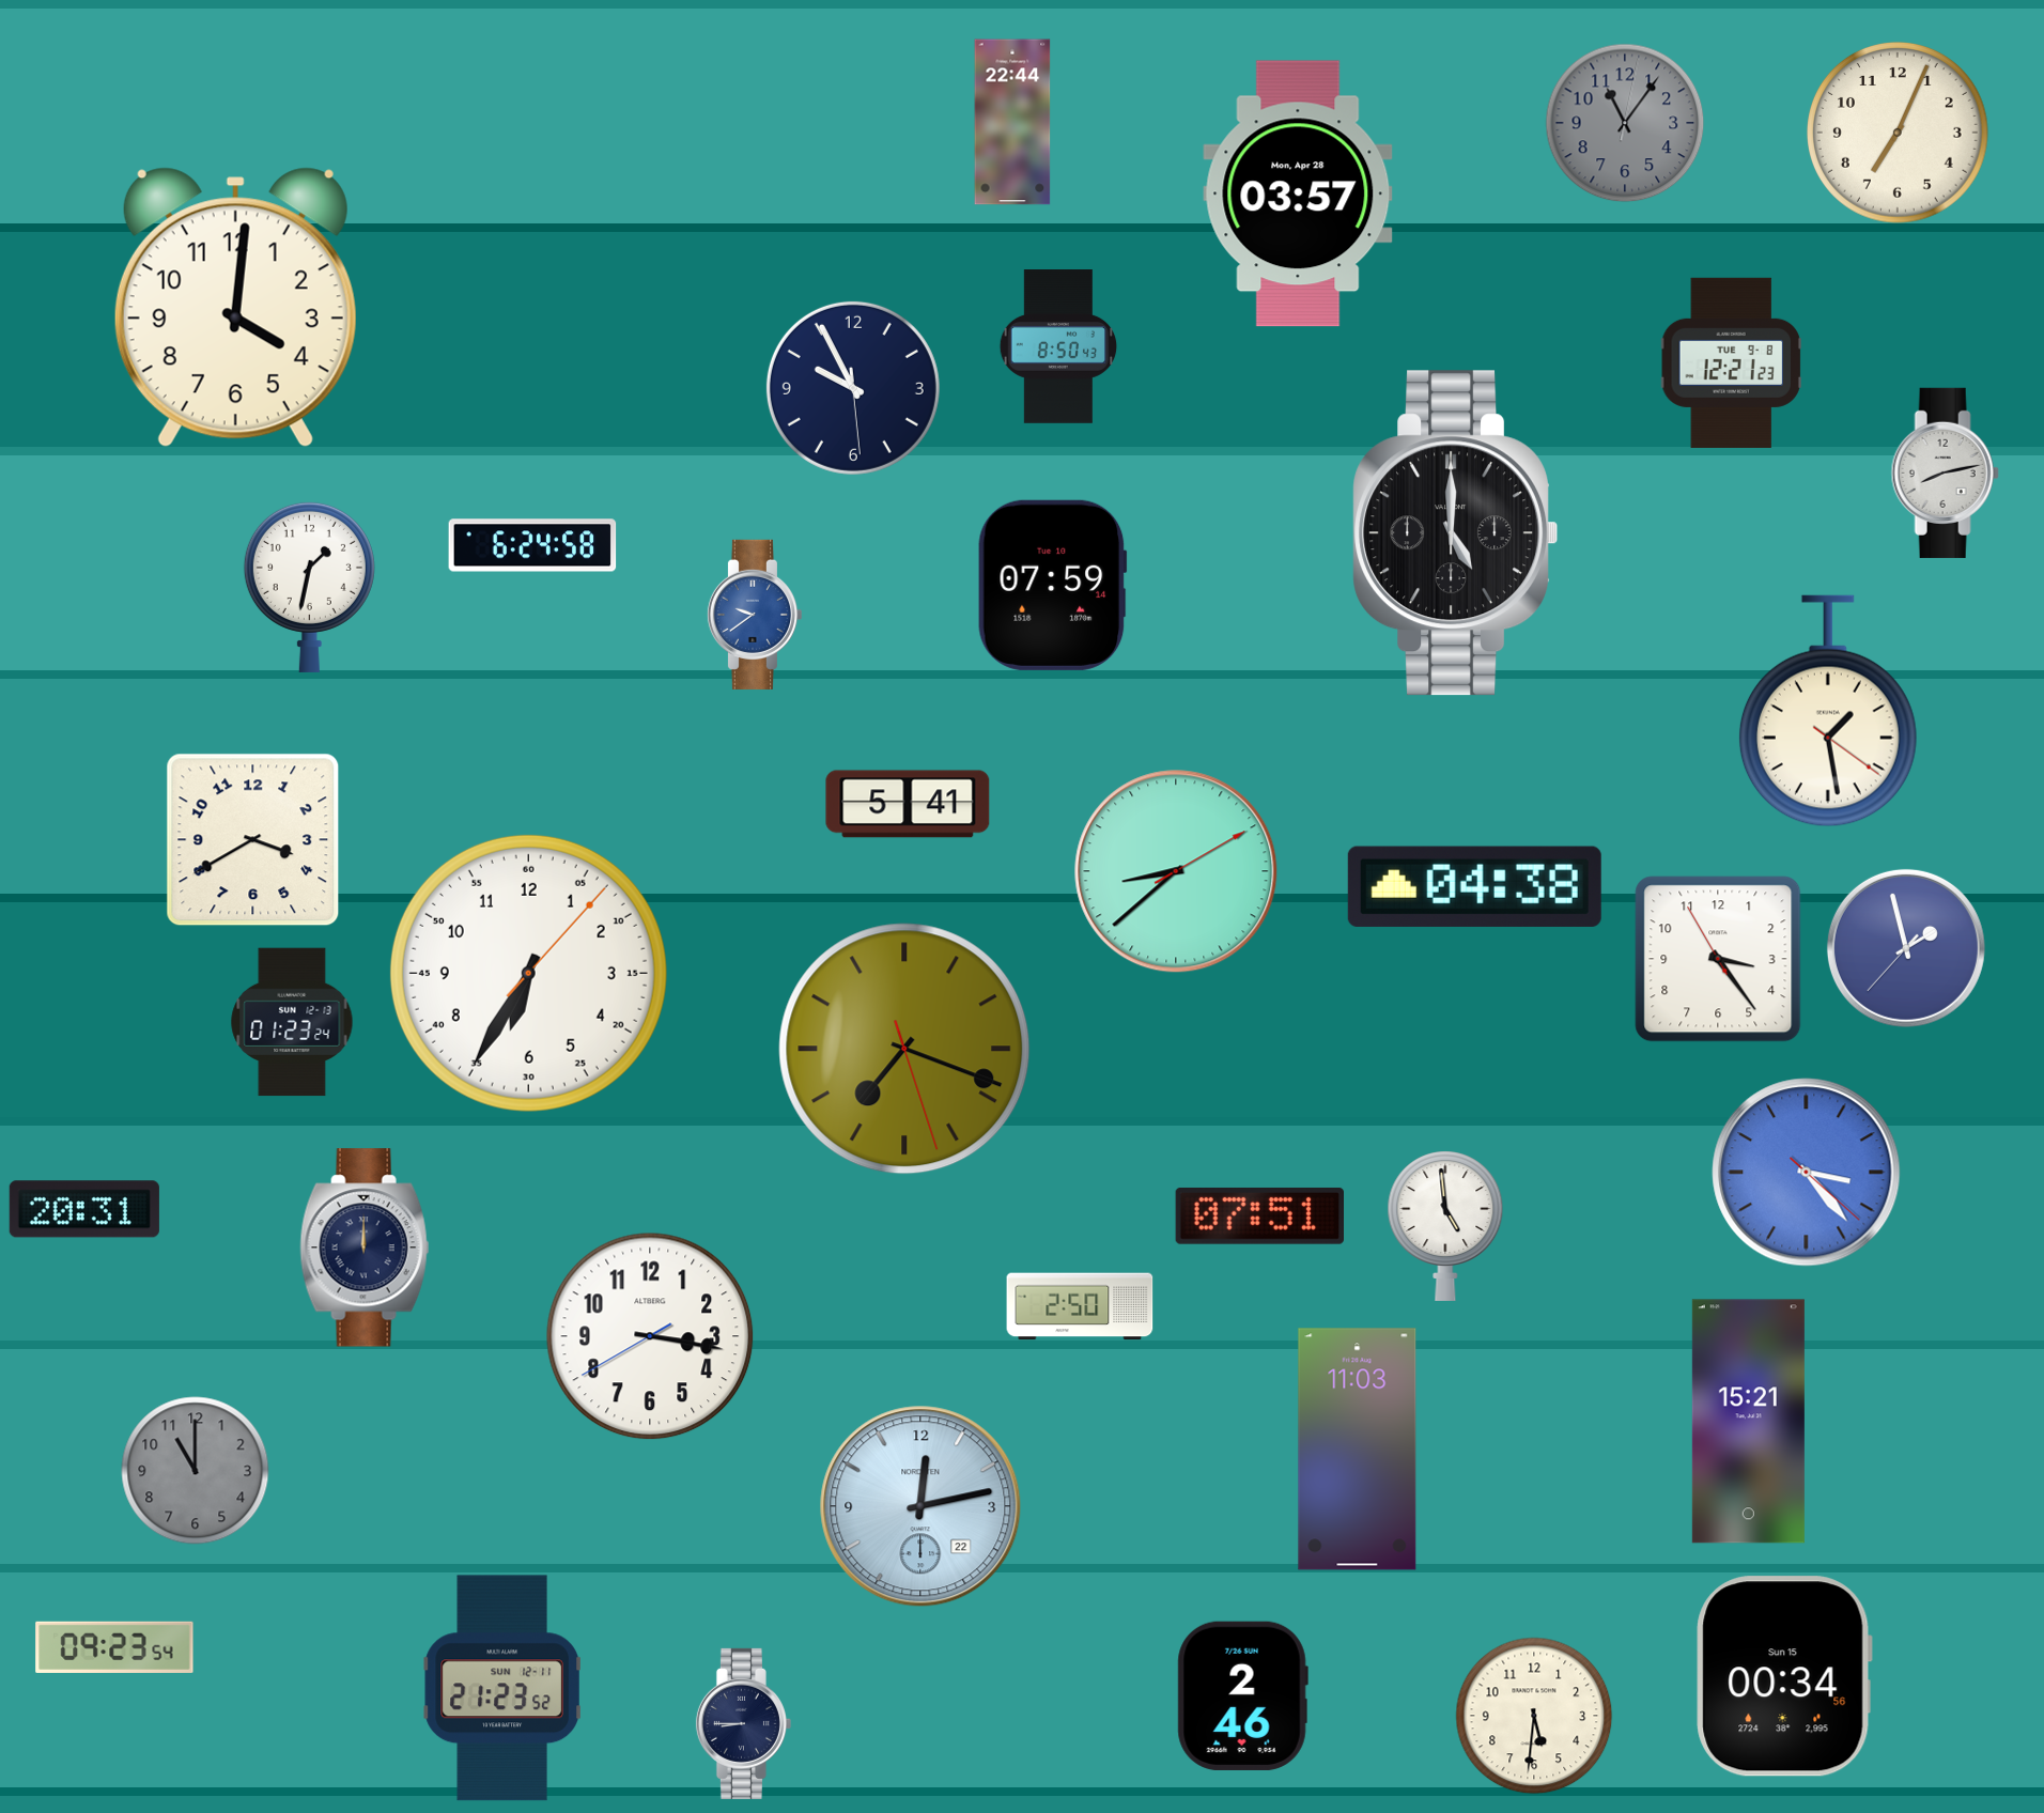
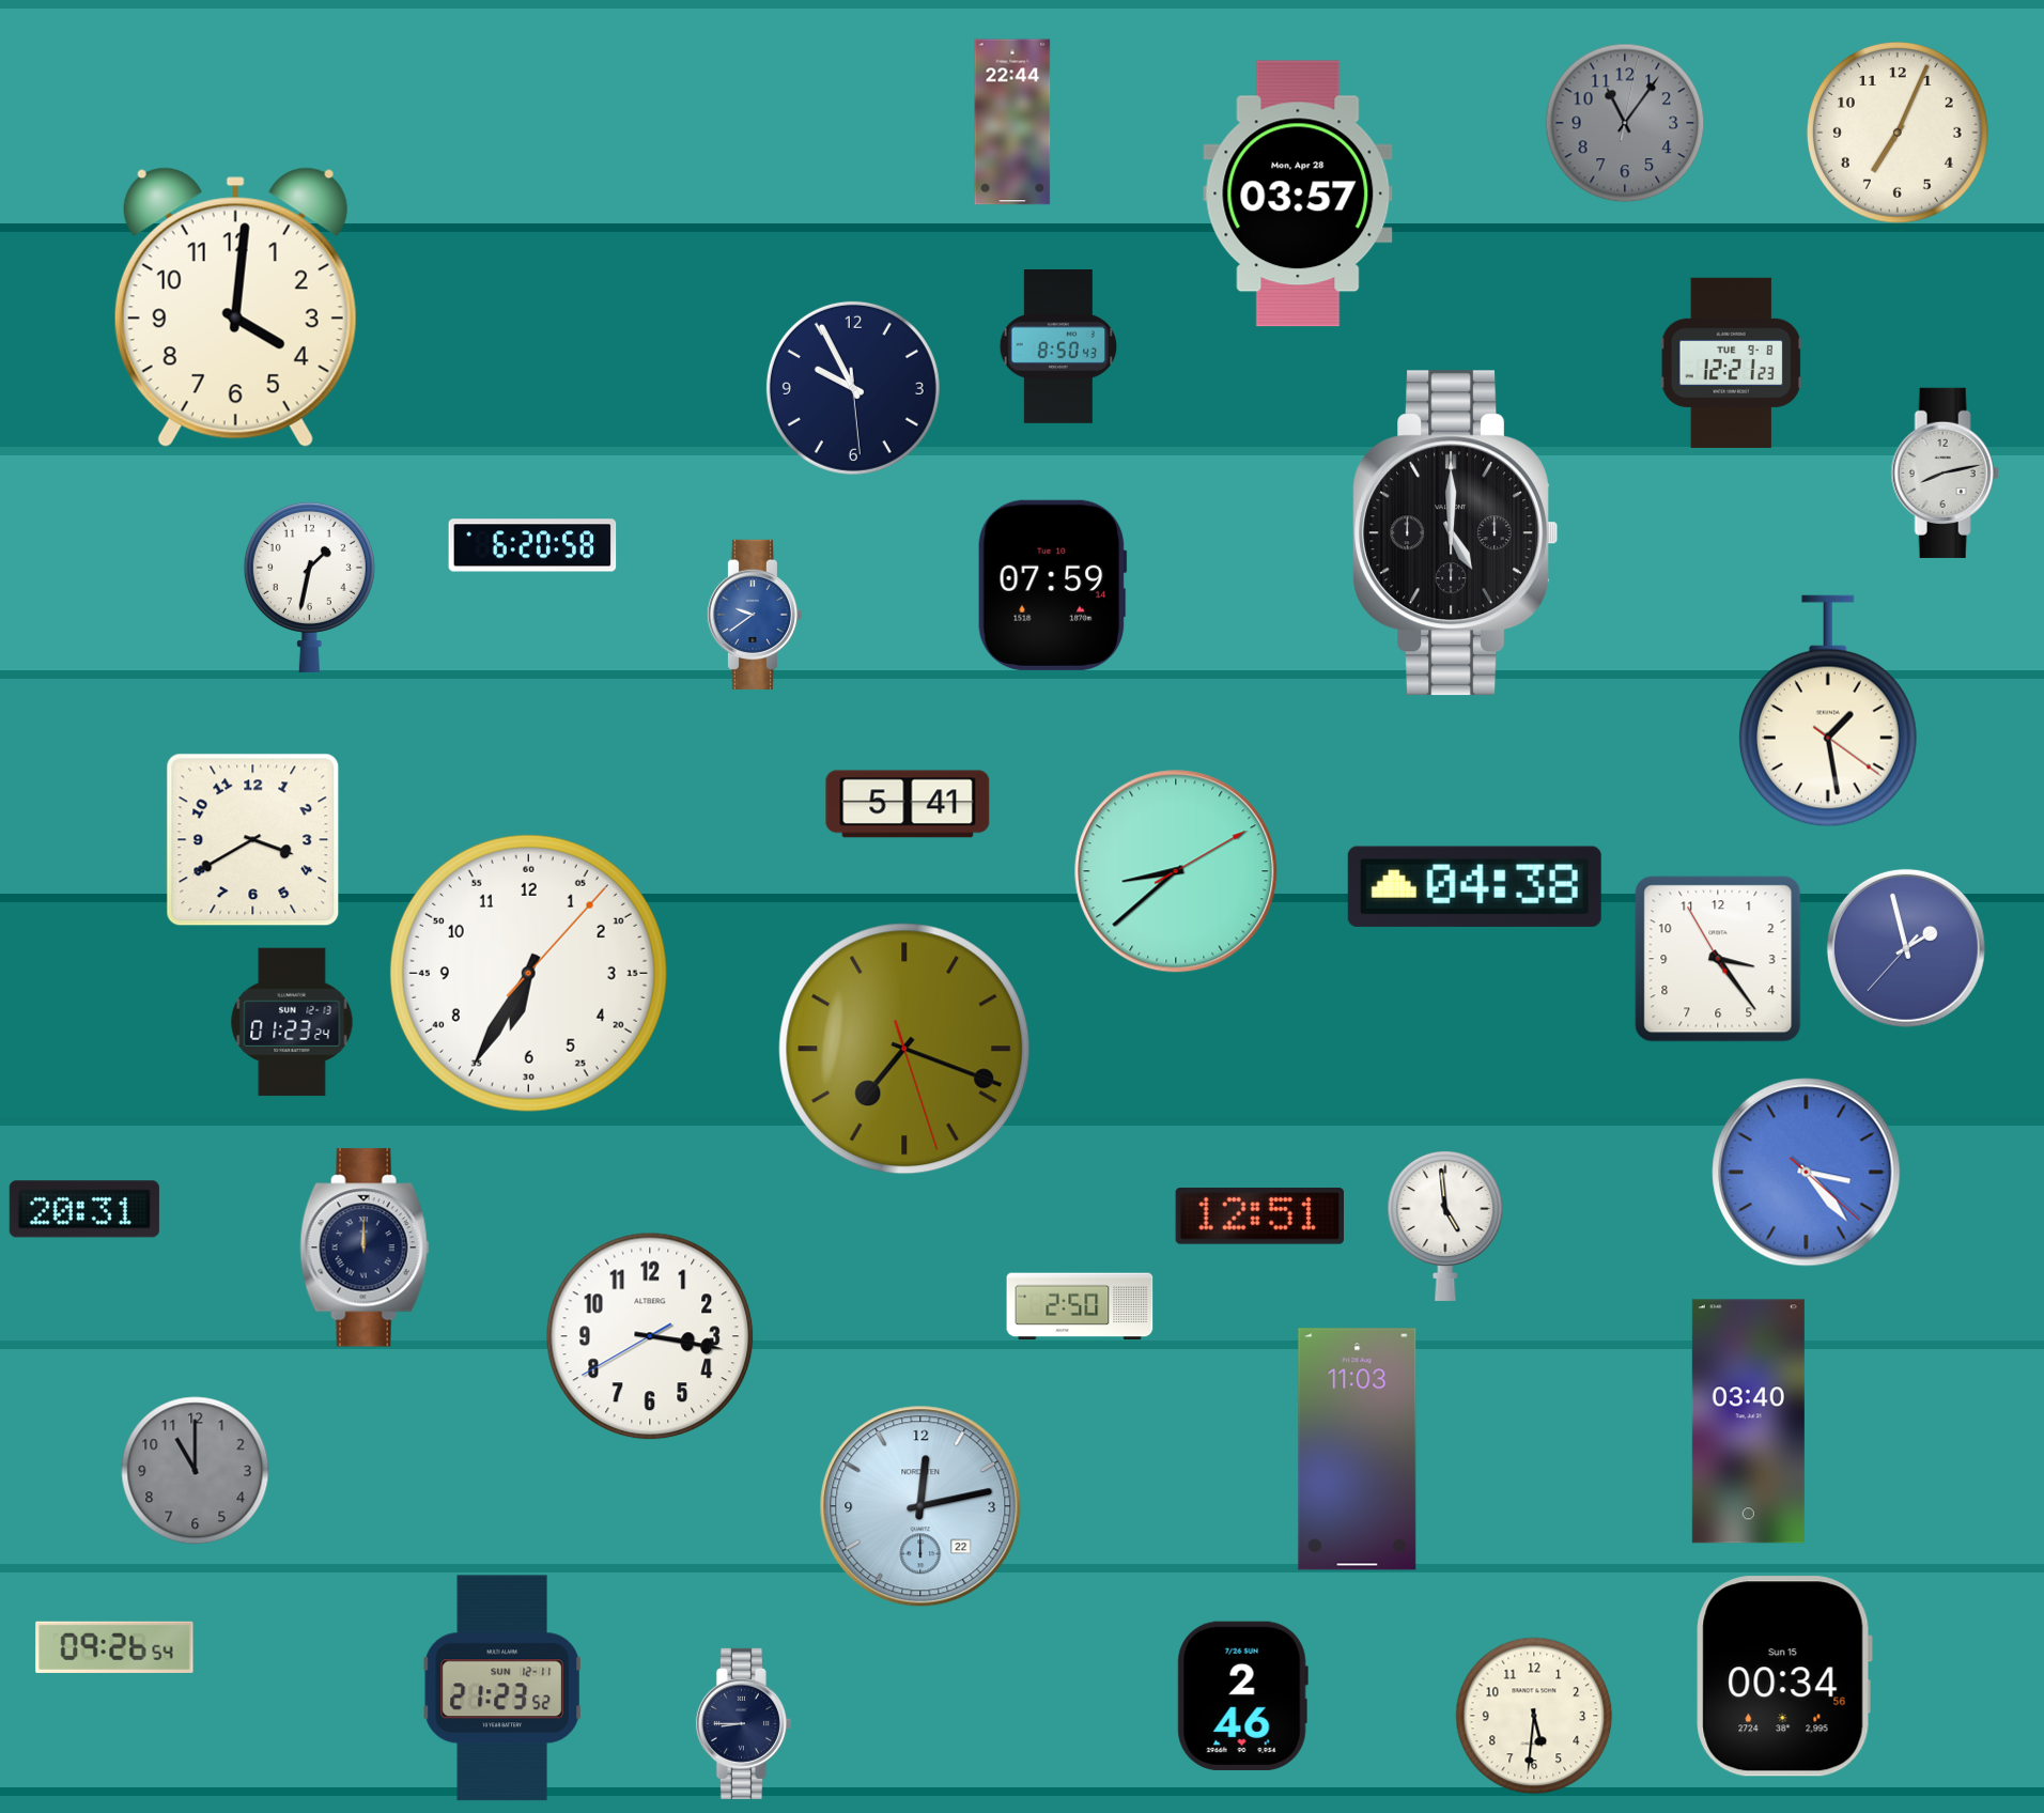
clock at (532, 545): 6:24 -> 6:20
clock at (1259, 1215): 07:51 -> 12:51
clock at (1748, 1422): 15:21 -> 03:40
clock at (114, 1647): 09:23 -> 09:26
